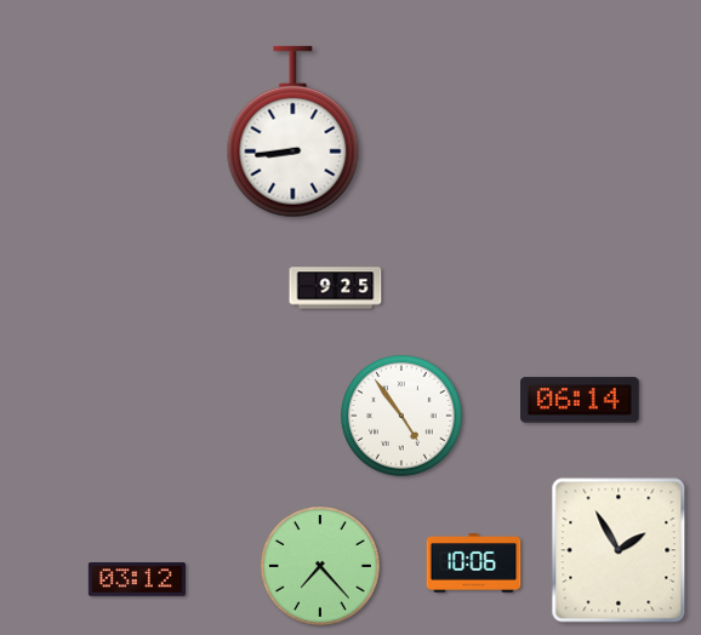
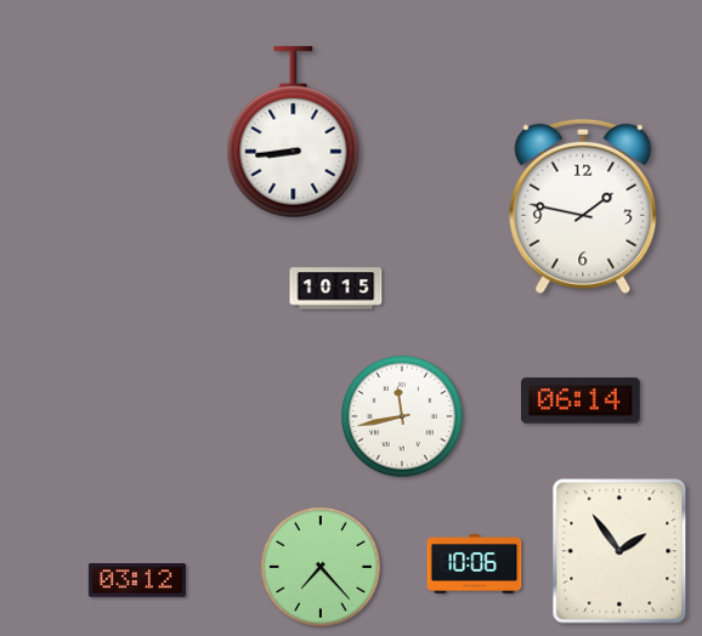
clock at (583, 206): none -> 1:47
clock at (336, 288): 9:25 -> 10:15
clock at (401, 416): 4:54 -> 11:43
clock at (619, 550): 1:55 -> 1:54
